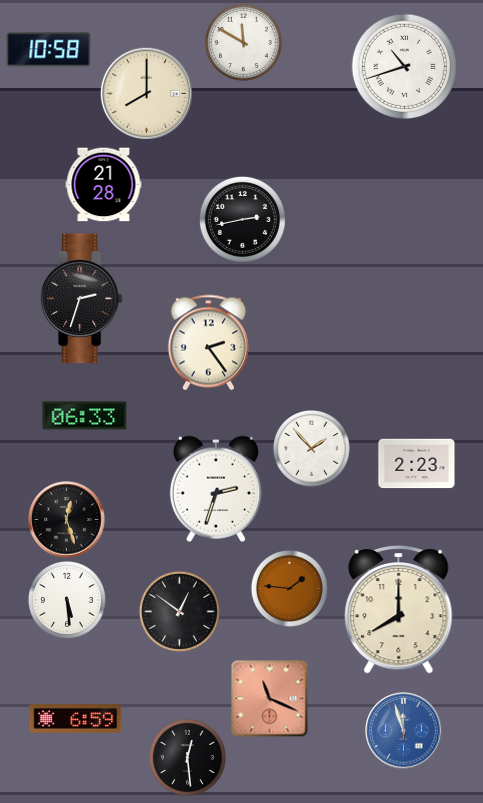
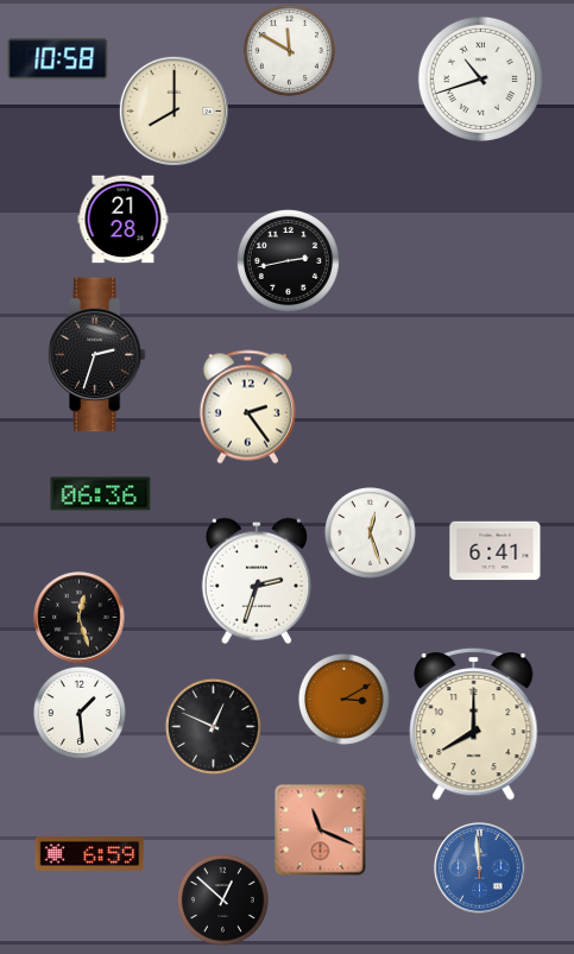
clock at (85, 416): 06:33 -> 06:36
clock at (311, 448): 1:53 -> 12:27
clock at (417, 464): 2:23 -> 6:41
clock at (289, 588): 1:46 -> 3:10
clock at (67, 600): 5:29 -> 1:29
clock at (179, 611): 12:51 -> 12:49
clock at (404, 731): 11:57 -> 11:59
clock at (187, 757): 12:29 -> 12:52
